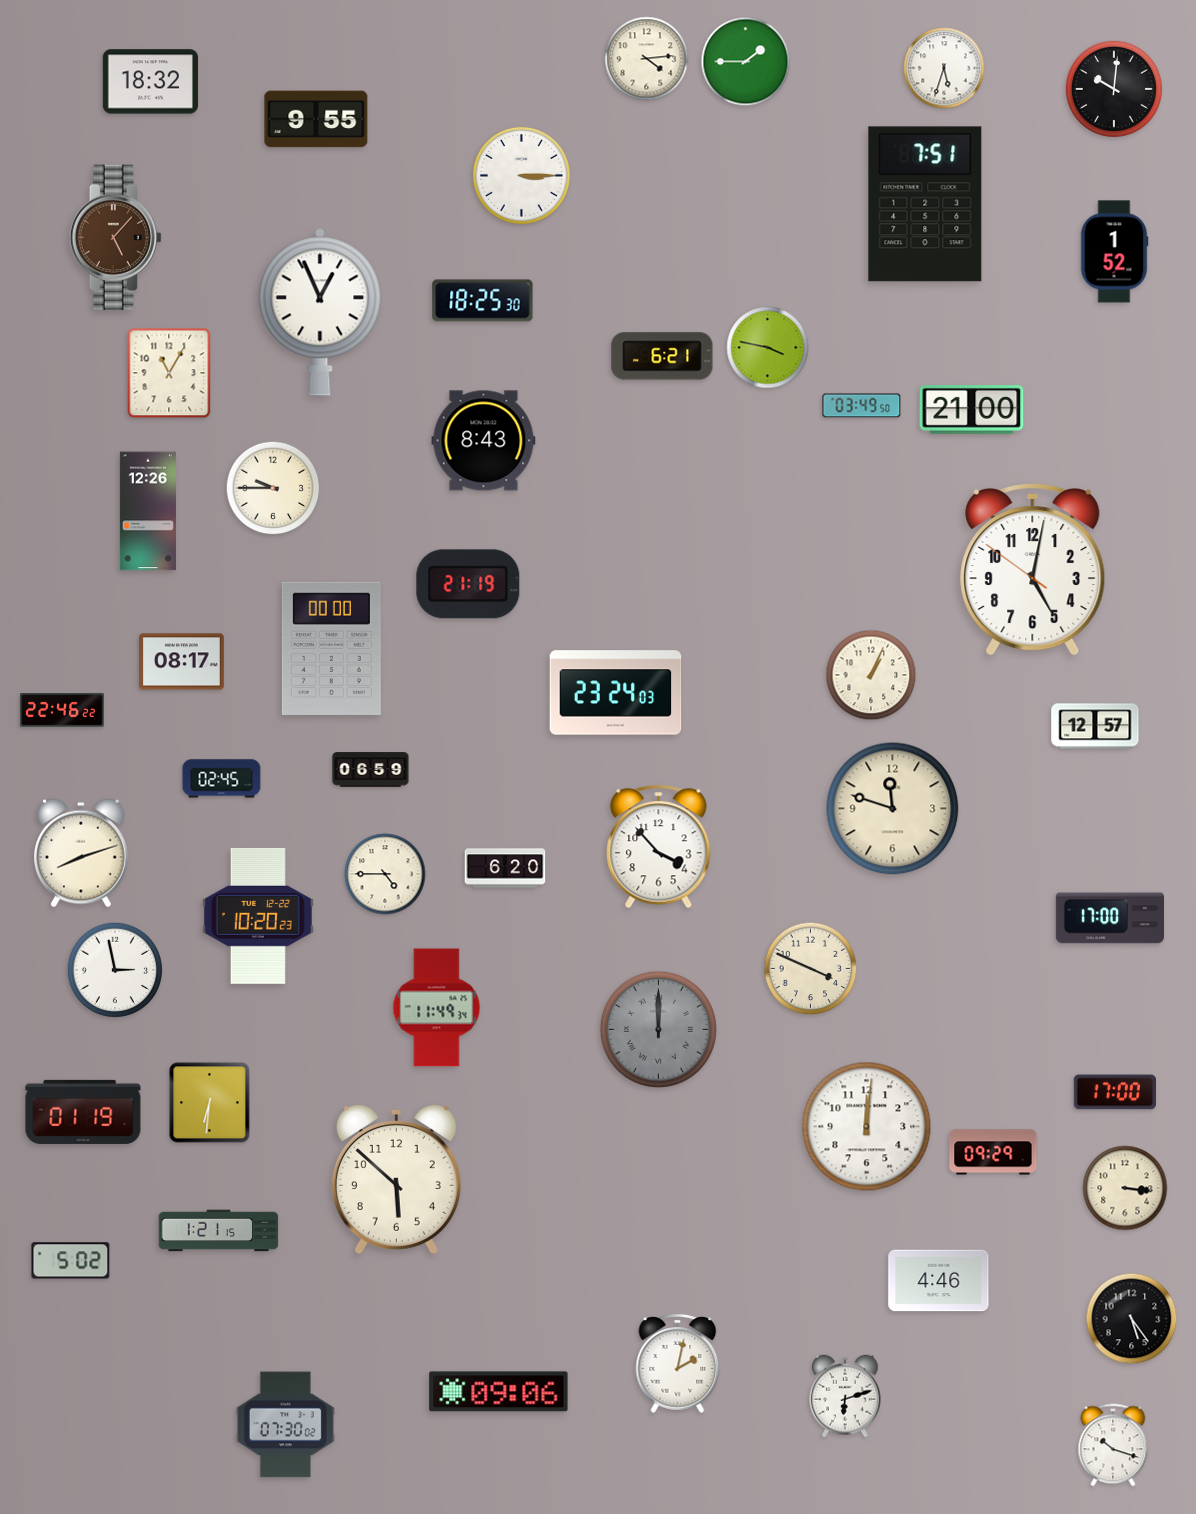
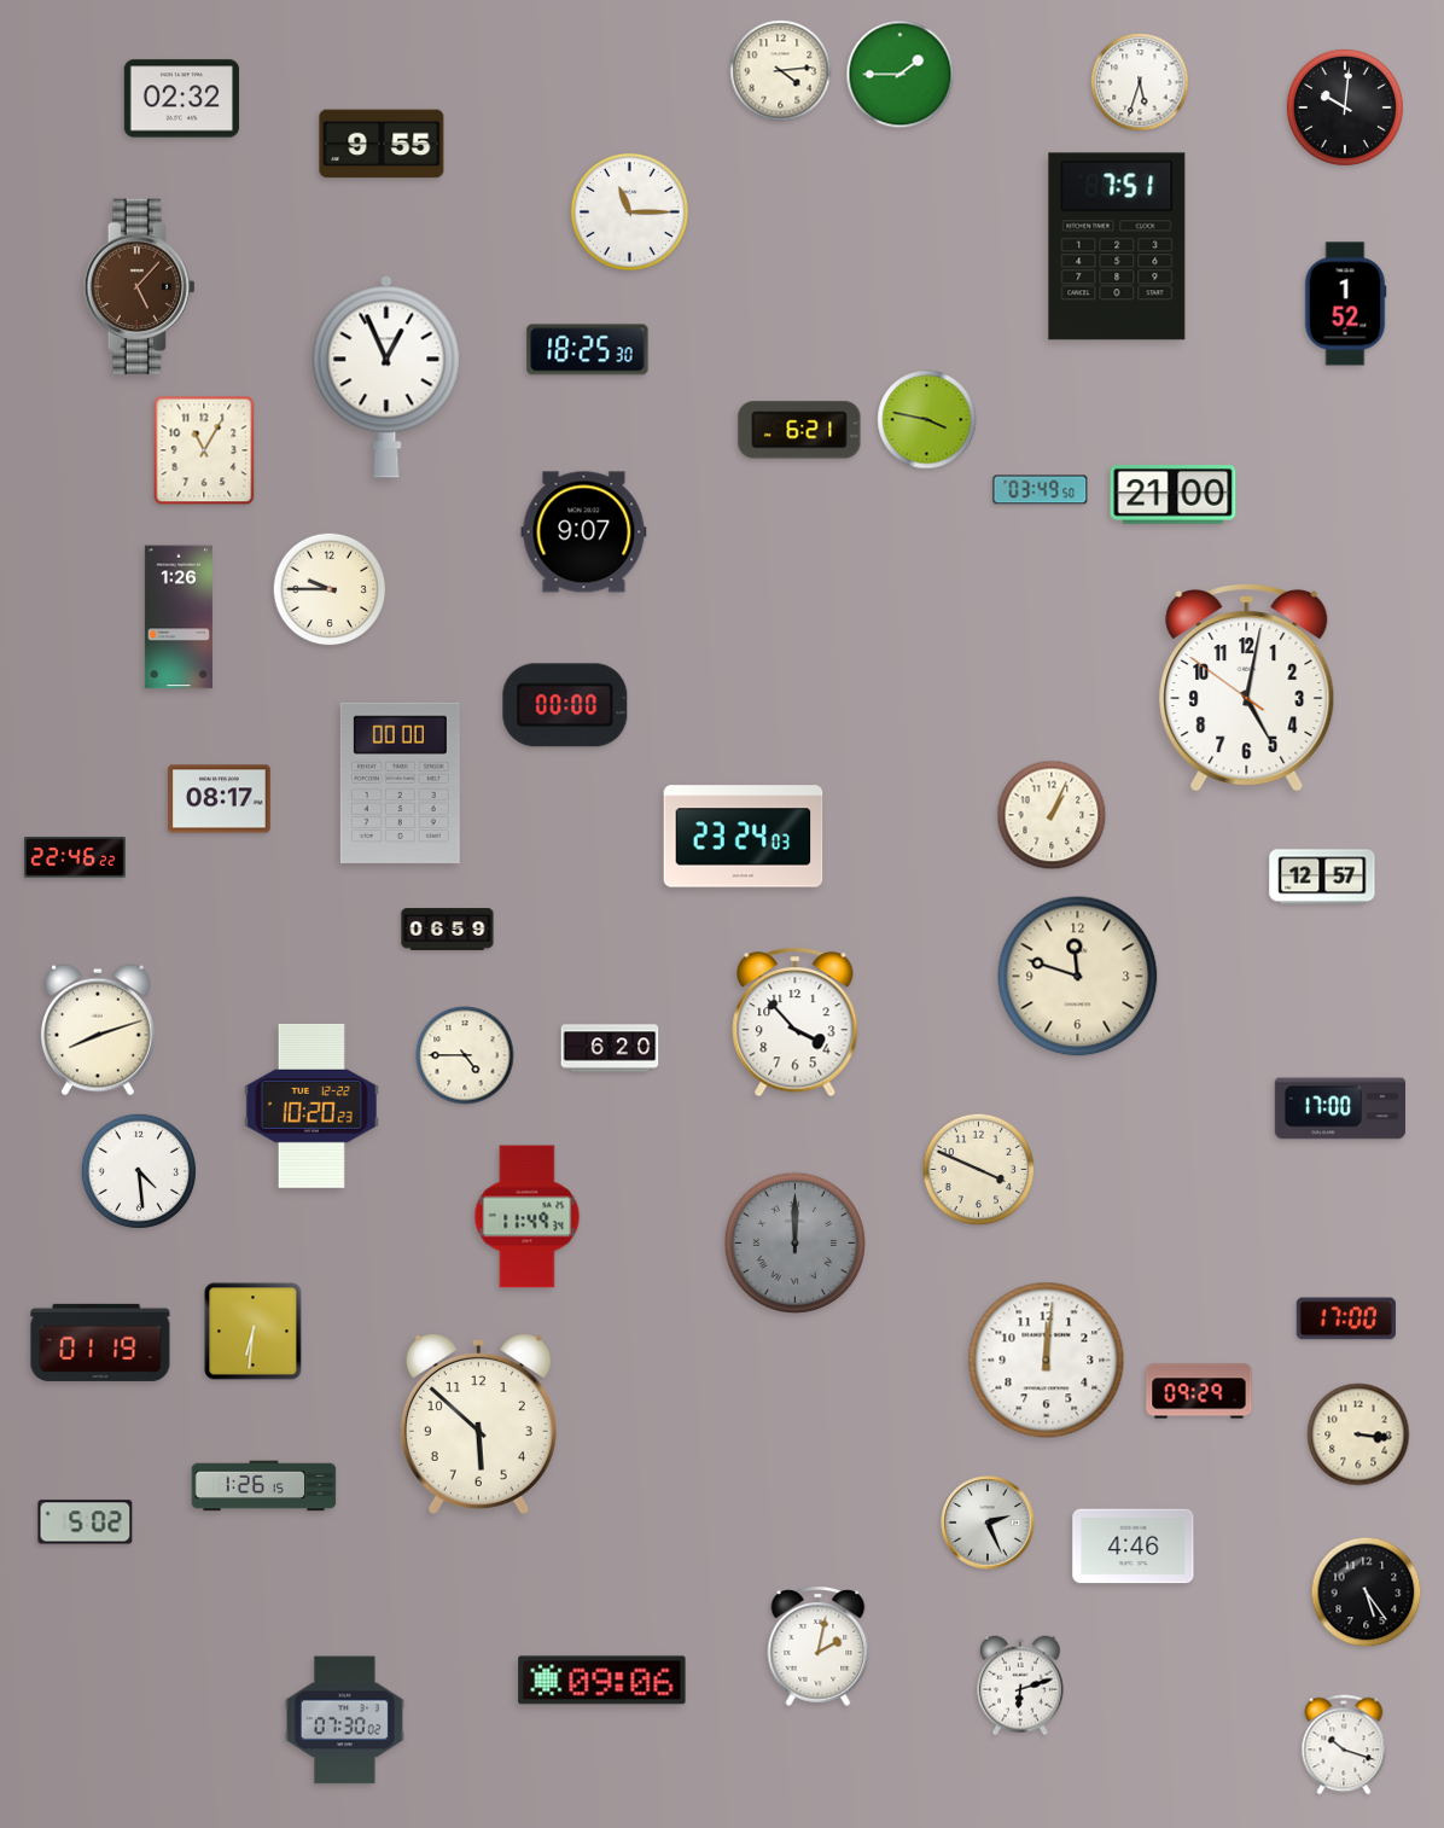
clock at (150, 82): 18:32 -> 02:32
clock at (521, 175): 3:15 -> 11:15
clock at (483, 301) position: (483, 301) -> (588, 350)
clock at (484, 441): 8:43 -> 9:07
clock at (148, 511): 12:26 -> 1:26
clock at (468, 584): 21:19 -> 00:00
clock at (222, 779): 02:45 -> none
clock at (115, 970): 2:58 -> 4:29
clock at (219, 1231): 1:21 -> 1:26
clock at (988, 1523): none -> 2:26
